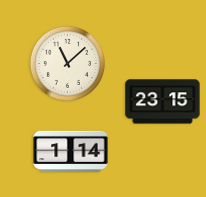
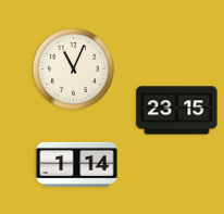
clock at (67, 63): 11:08 -> 11:04
